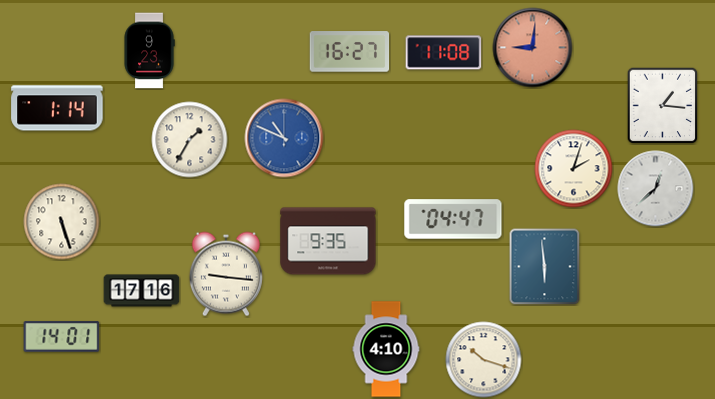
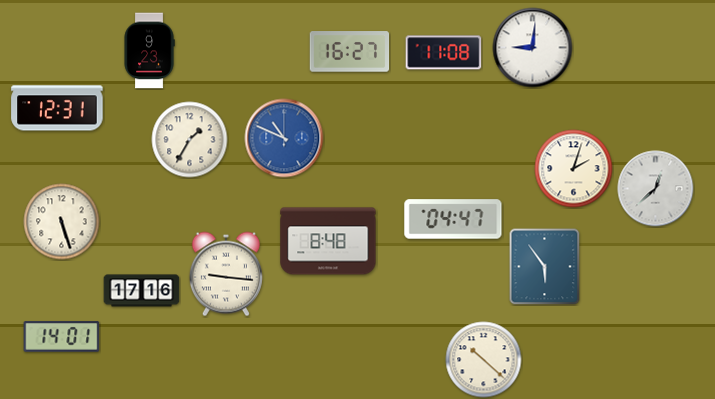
clock at (533, 48) dial: salmon -> white
clock at (663, 105): 1:16 -> none
clock at (57, 108): 1:14 -> 12:31
clock at (328, 241): 9:35 -> 8:48
clock at (545, 267): 5:59 -> 5:54
clock at (386, 349): 4:10 -> none
clock at (484, 360): 10:18 -> 10:22
